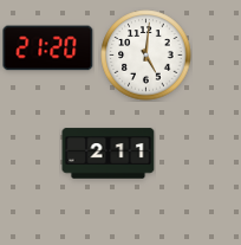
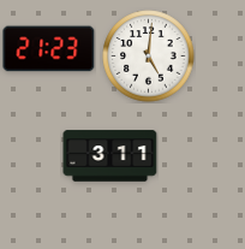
clock at (48, 49): 21:20 -> 21:23
clock at (109, 154): 2:11 -> 3:11
